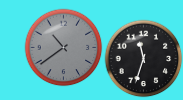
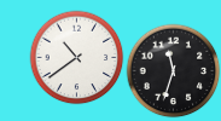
clock at (63, 47) dial: grey -> white
